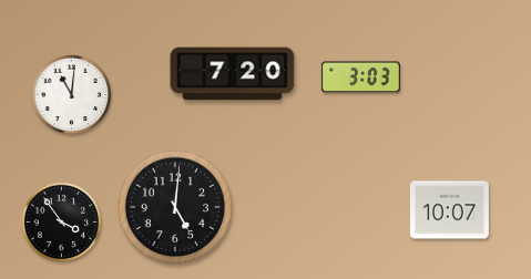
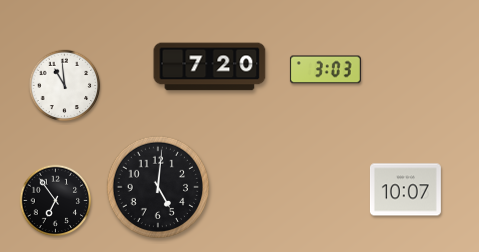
clock at (72, 95): 11:01 -> 10:59
clock at (62, 223): 3:54 -> 6:54
